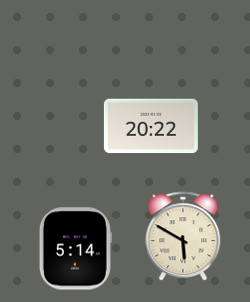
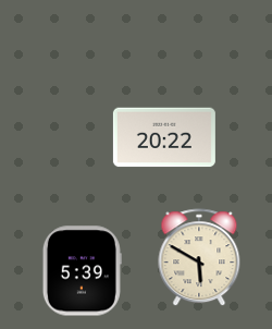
clock at (75, 249): 5:14 -> 5:39
